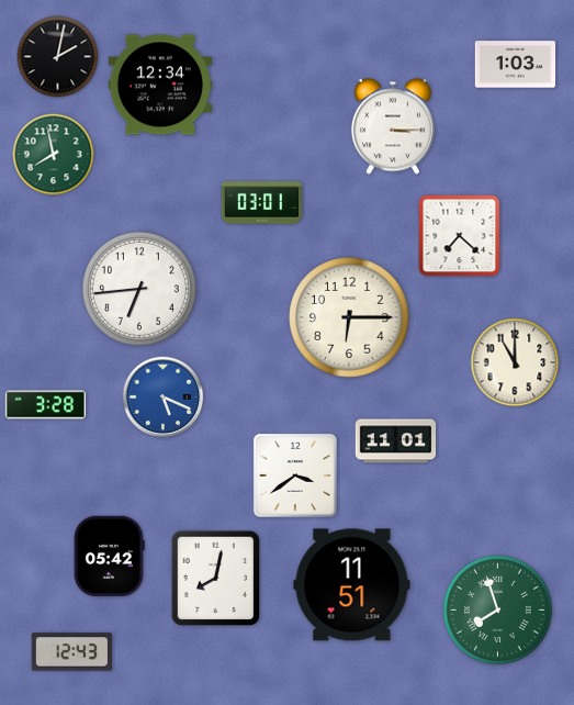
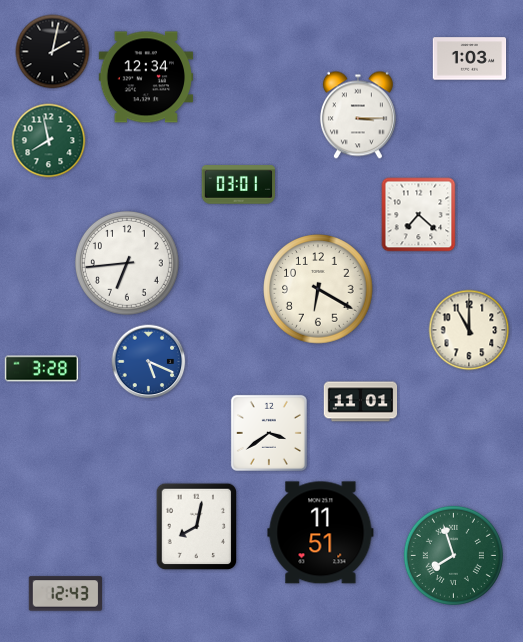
clock at (349, 317): 6:15 -> 6:20
clock at (110, 556): 05:42 -> none
